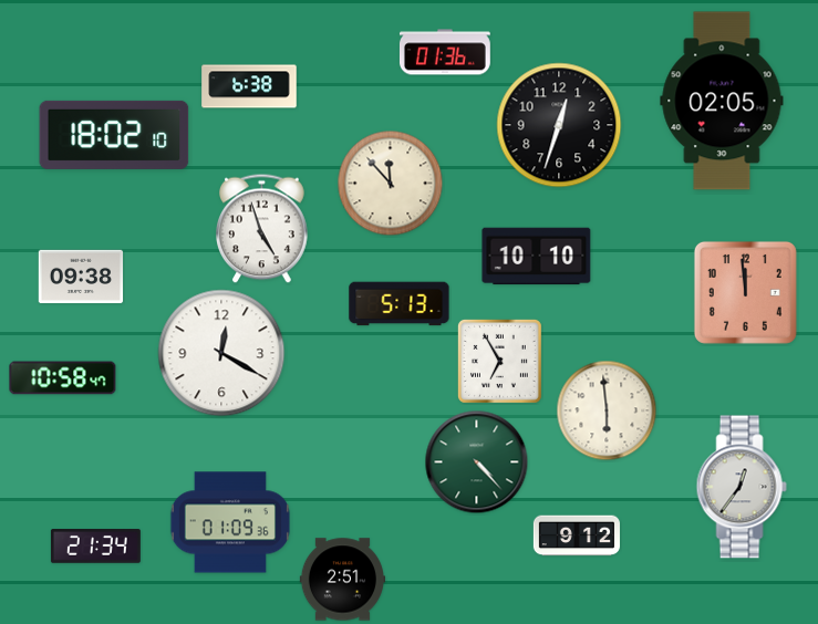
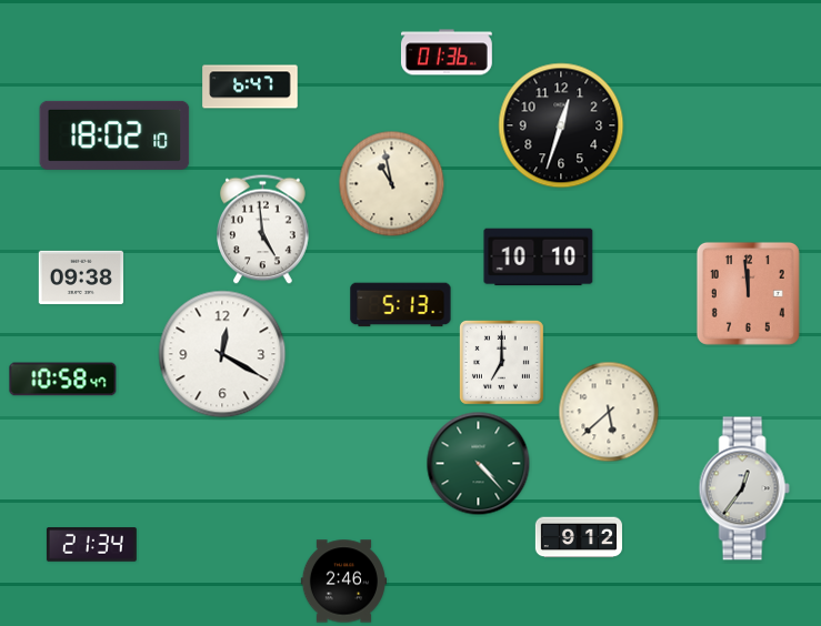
clock at (249, 86): 6:38 -> 6:47
clock at (722, 101): 02:05 -> none
clock at (391, 184): 11:53 -> 10:58
clock at (262, 229): 4:57 -> 4:59
clock at (499, 361): 6:55 -> 7:00
clock at (607, 410): 5:59 -> 5:38
clock at (230, 522): 01:09 -> none
clock at (95, 547) position: (95, 547) -> (91, 545)
clock at (342, 580): 2:51 -> 2:46
